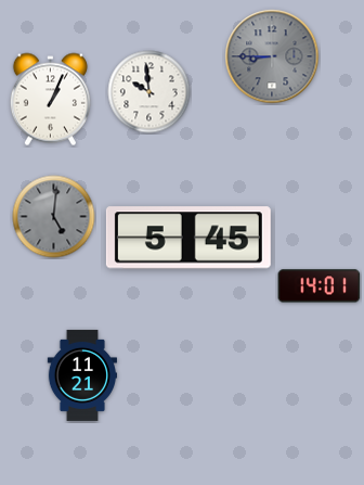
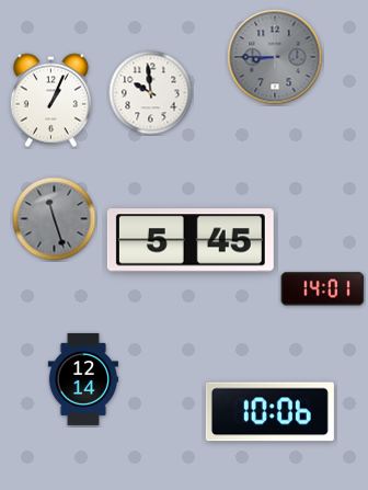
clock at (54, 217): 5:01 -> 11:27
clock at (81, 375): 11:21 -> 12:14
clock at (269, 412): none -> 10:06
